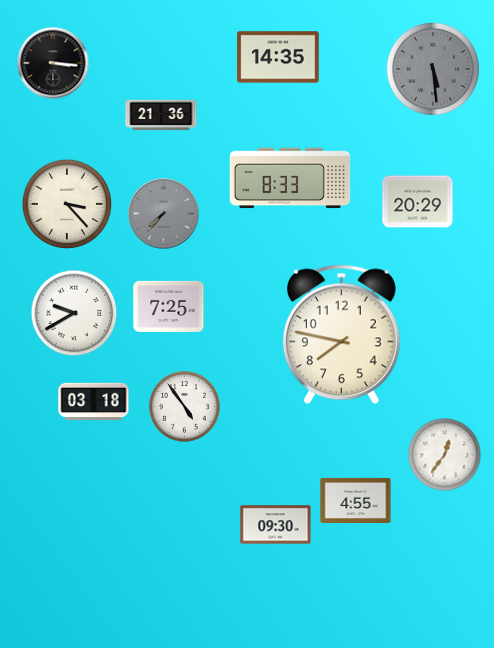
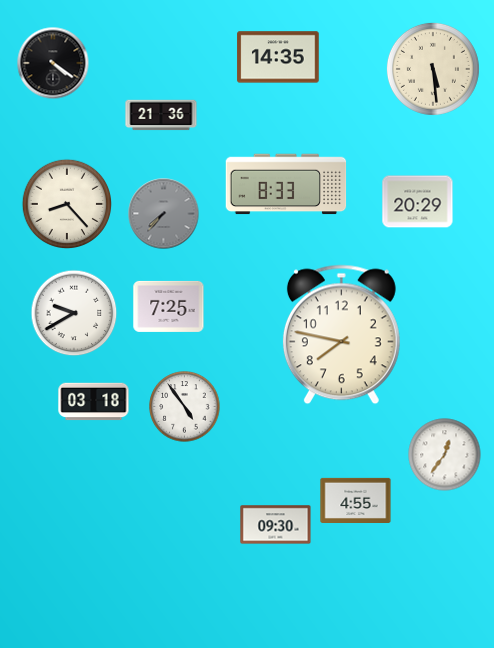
clock at (53, 63): 3:16 -> 4:21
clock at (433, 69) dial: grey -> cream
clock at (290, 178) position: (290, 178) -> (286, 184)
clock at (66, 203): 3:23 -> 8:23
